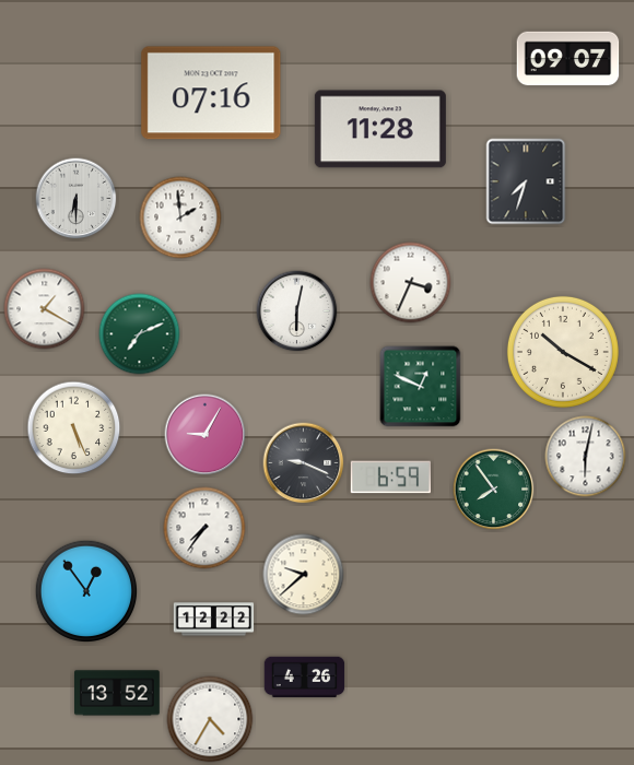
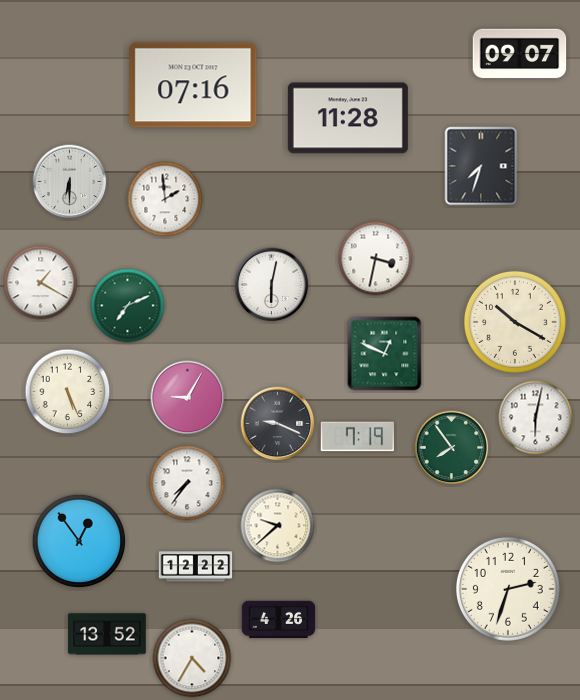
clock at (411, 283): 3:34 -> 3:32
clock at (390, 478): 6:59 -> 7:19
clock at (508, 589): none -> 2:33
